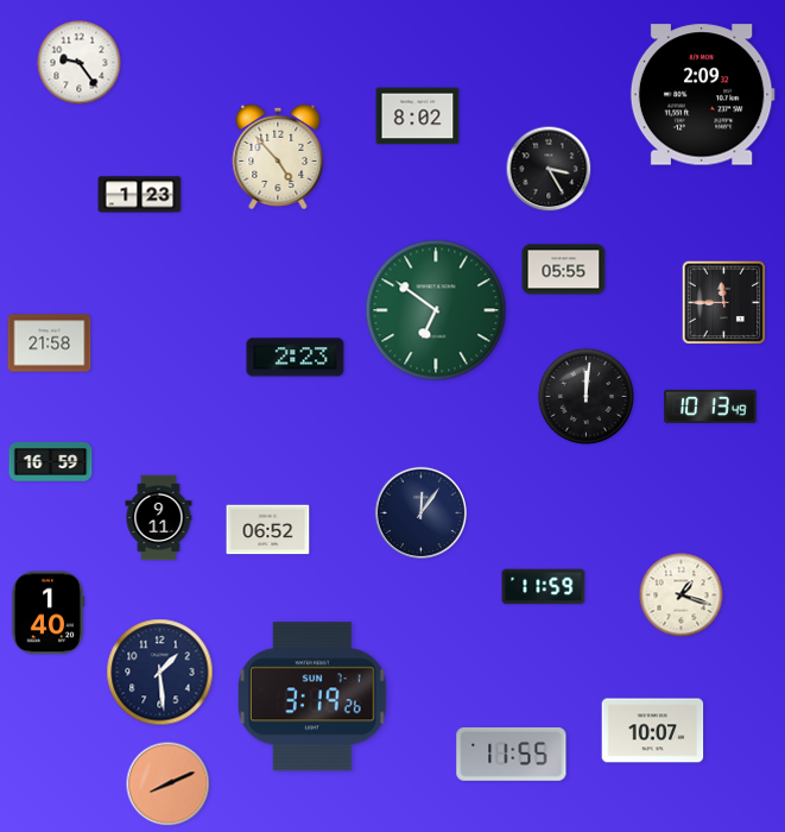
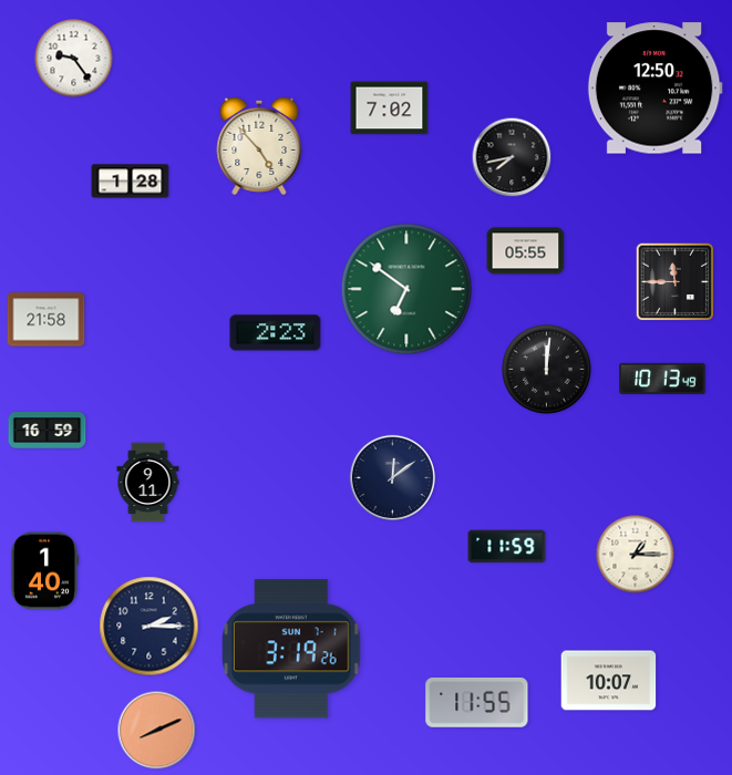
clock at (702, 95): 2:09 -> 12:50
clock at (418, 116): 8:02 -> 7:02
clock at (549, 169): 3:25 -> 7:43
clock at (140, 195): 1:23 -> 1:28
clock at (420, 512): 12:06 -> 12:09
clock at (268, 530): 06:52 -> none
clock at (682, 595): 1:18 -> 1:15
clock at (160, 673): 1:29 -> 2:15
